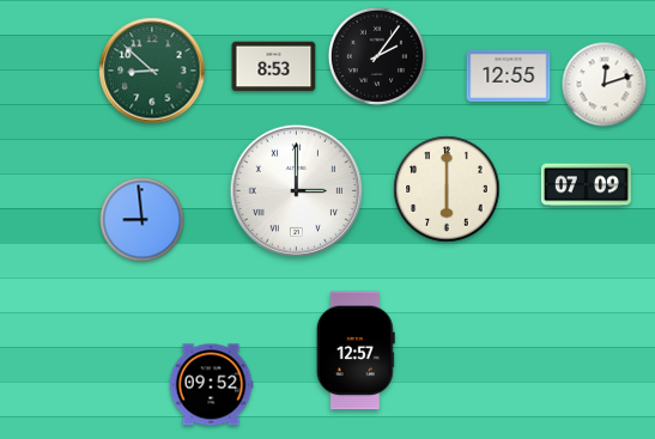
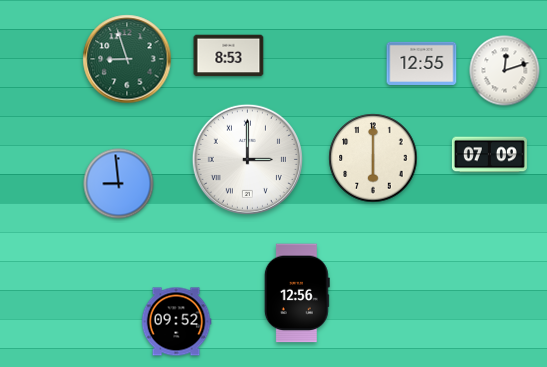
clock at (377, 56): 2:06 -> none
clock at (152, 71): 8:52 -> 8:57
clock at (509, 75) position: (509, 75) -> (422, 63)
clock at (356, 350): 12:57 -> 12:56
